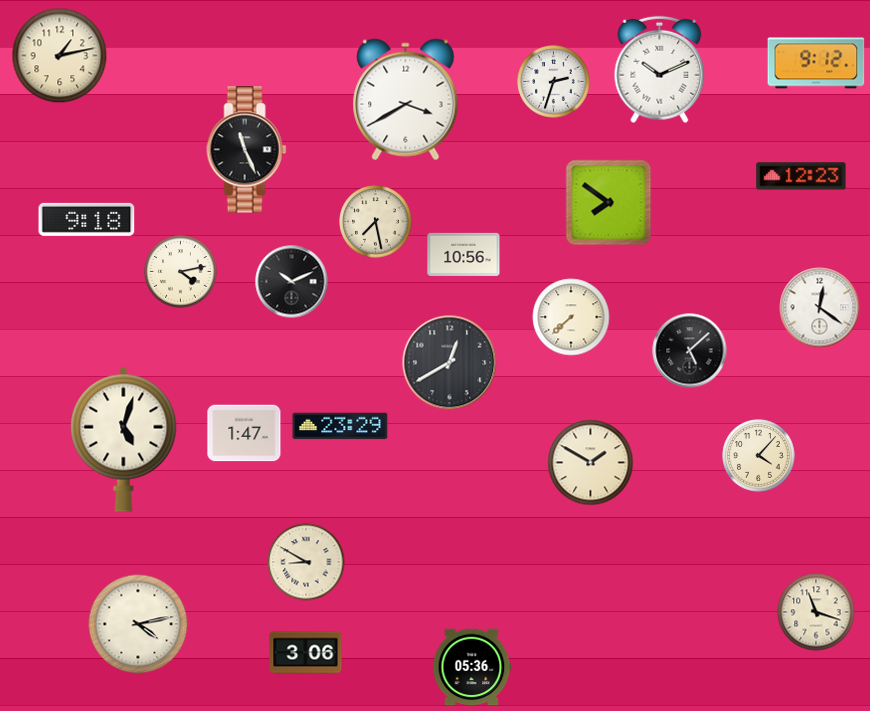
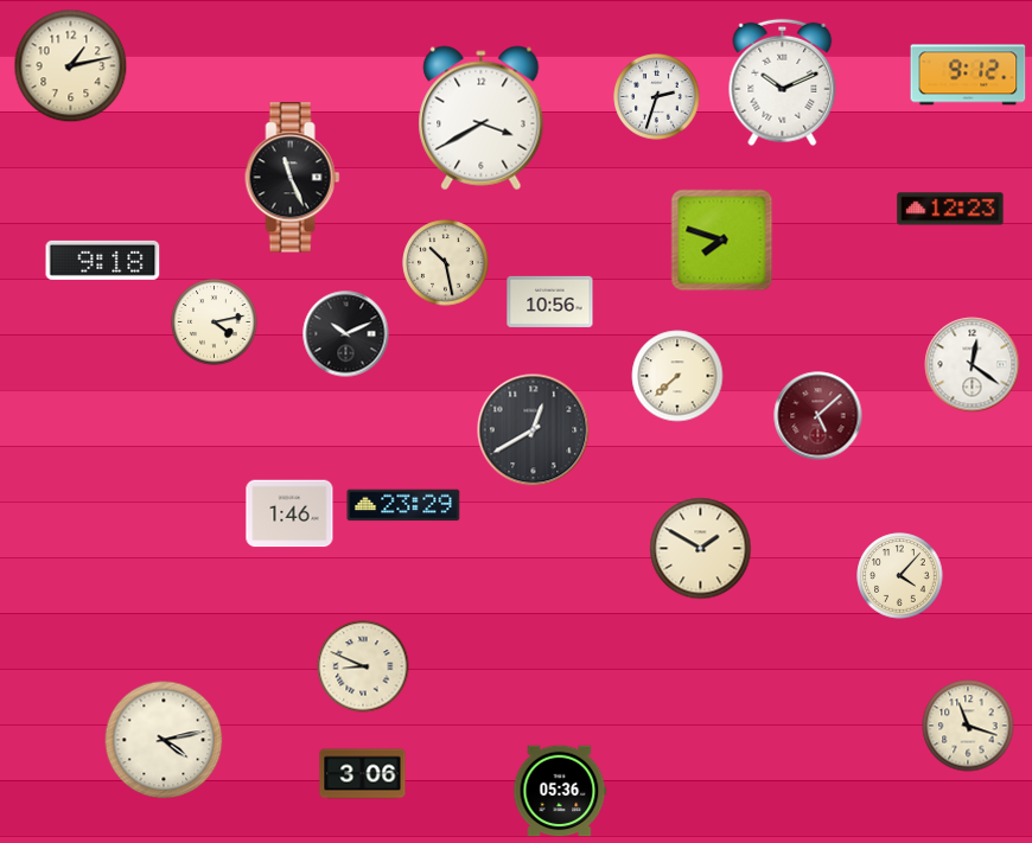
clock at (609, 203): 7:51 -> 7:48
clock at (376, 222): 7:28 -> 10:28
clock at (690, 351) dial: black -> burgundy
clock at (244, 433): 1:47 -> 1:46
clock at (124, 439): 5:03 -> none
clock at (759, 456) position: (759, 456) -> (900, 576)
clock at (306, 562): 8:50 -> 8:49
